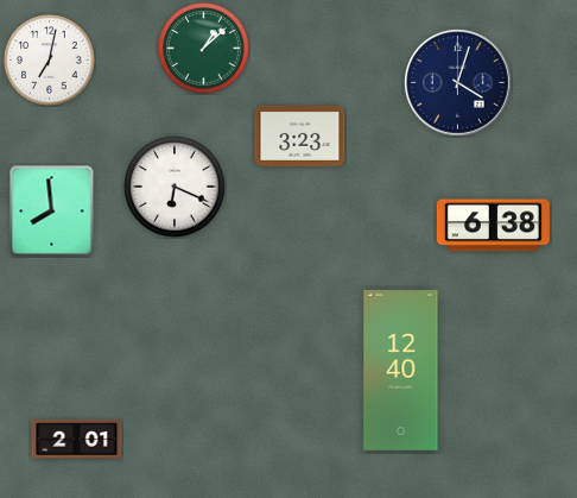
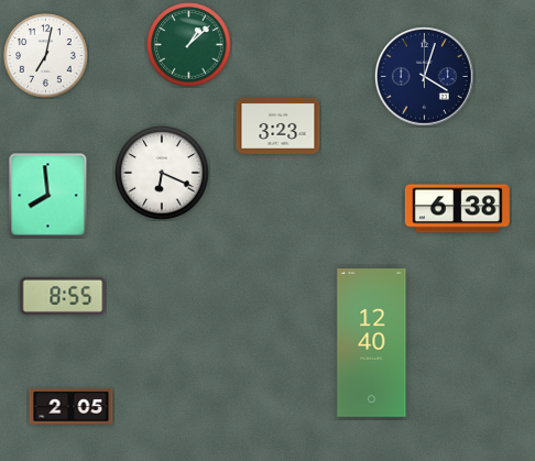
clock at (63, 296): none -> 8:55
clock at (77, 440): 2:01 -> 2:05
